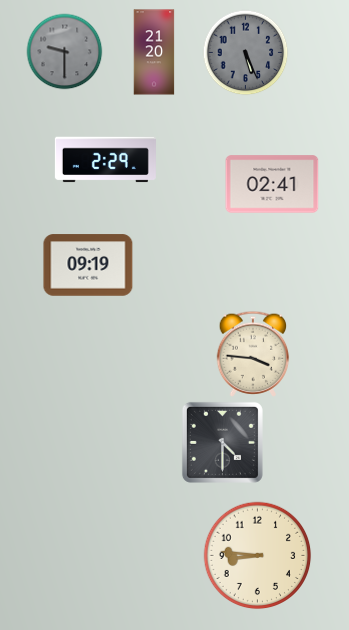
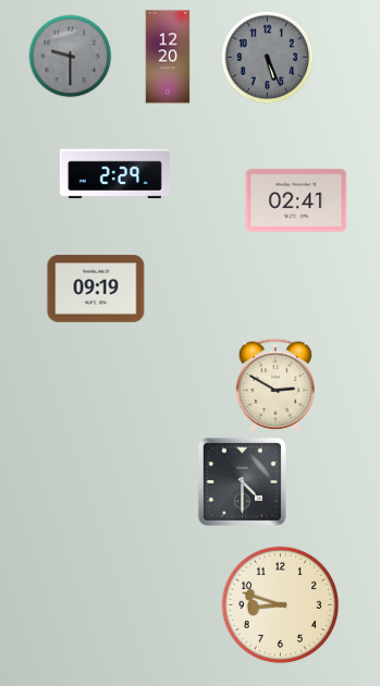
clock at (154, 52): 21:20 -> 12:20
clock at (253, 354): 3:46 -> 2:50
clock at (258, 556): 8:46 -> 8:48
